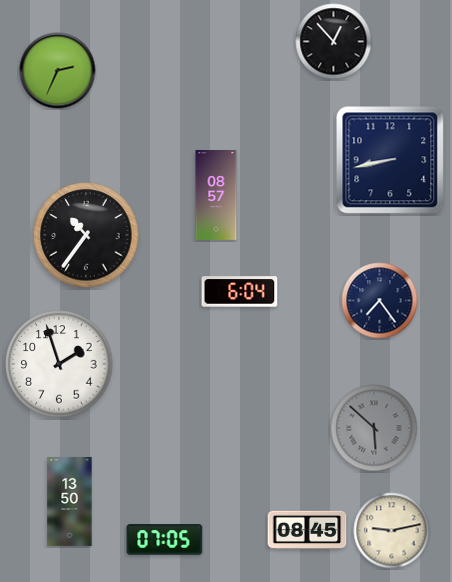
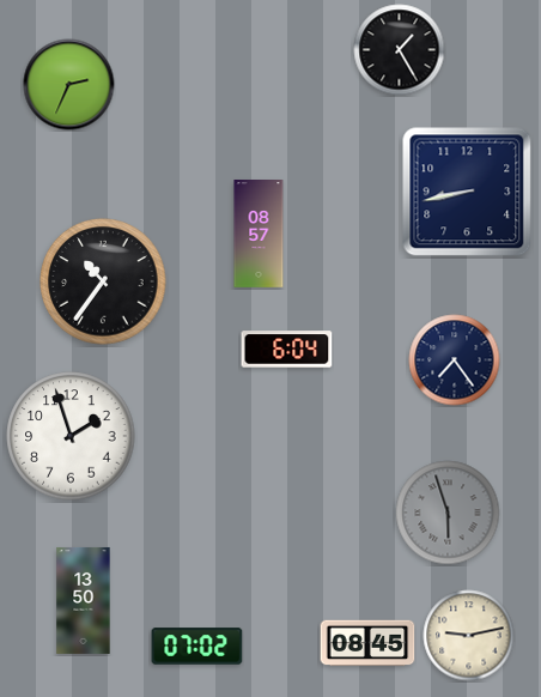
clock at (334, 42): 12:53 -> 1:25
clock at (374, 428): 5:52 -> 5:57
clock at (307, 530) position: (307, 530) -> (367, 643)
clock at (165, 540): 07:05 -> 07:02
